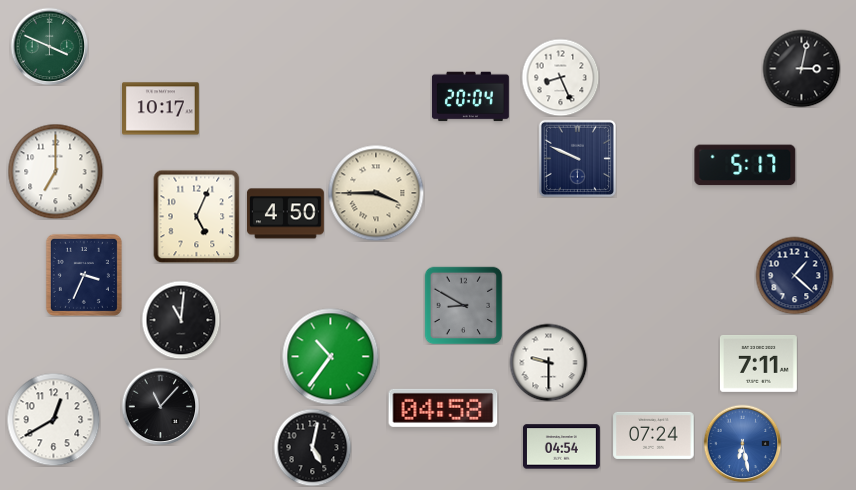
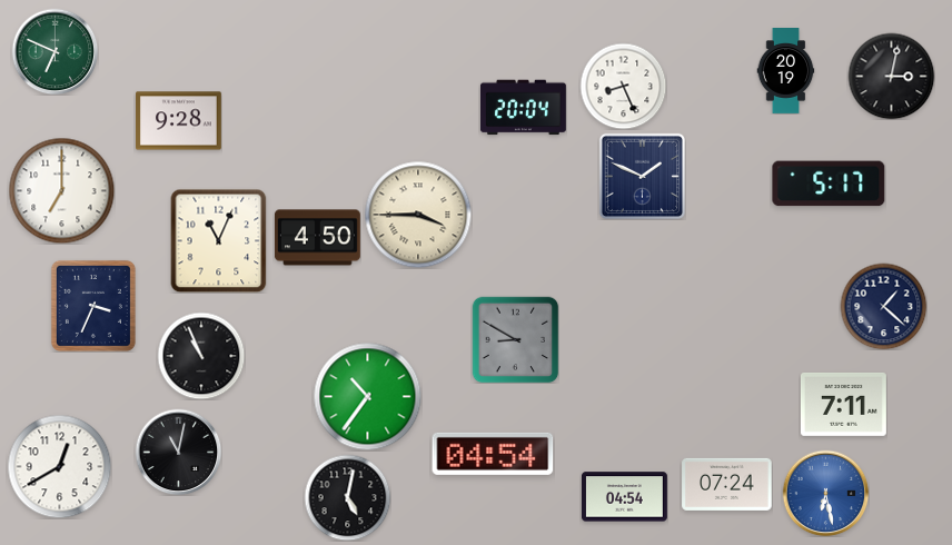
clock at (49, 46): 3:49 -> 6:49
clock at (786, 71): none -> 20:19
clock at (161, 109): 10:17 -> 9:28
clock at (577, 158): 9:49 -> 1:49
clock at (197, 216): 5:04 -> 11:04
clock at (181, 320): 11:01 -> 10:56
clock at (548, 362): 9:30 -> none
clock at (160, 406): 11:07 -> 11:02
clock at (443, 408): 04:58 -> 04:54
